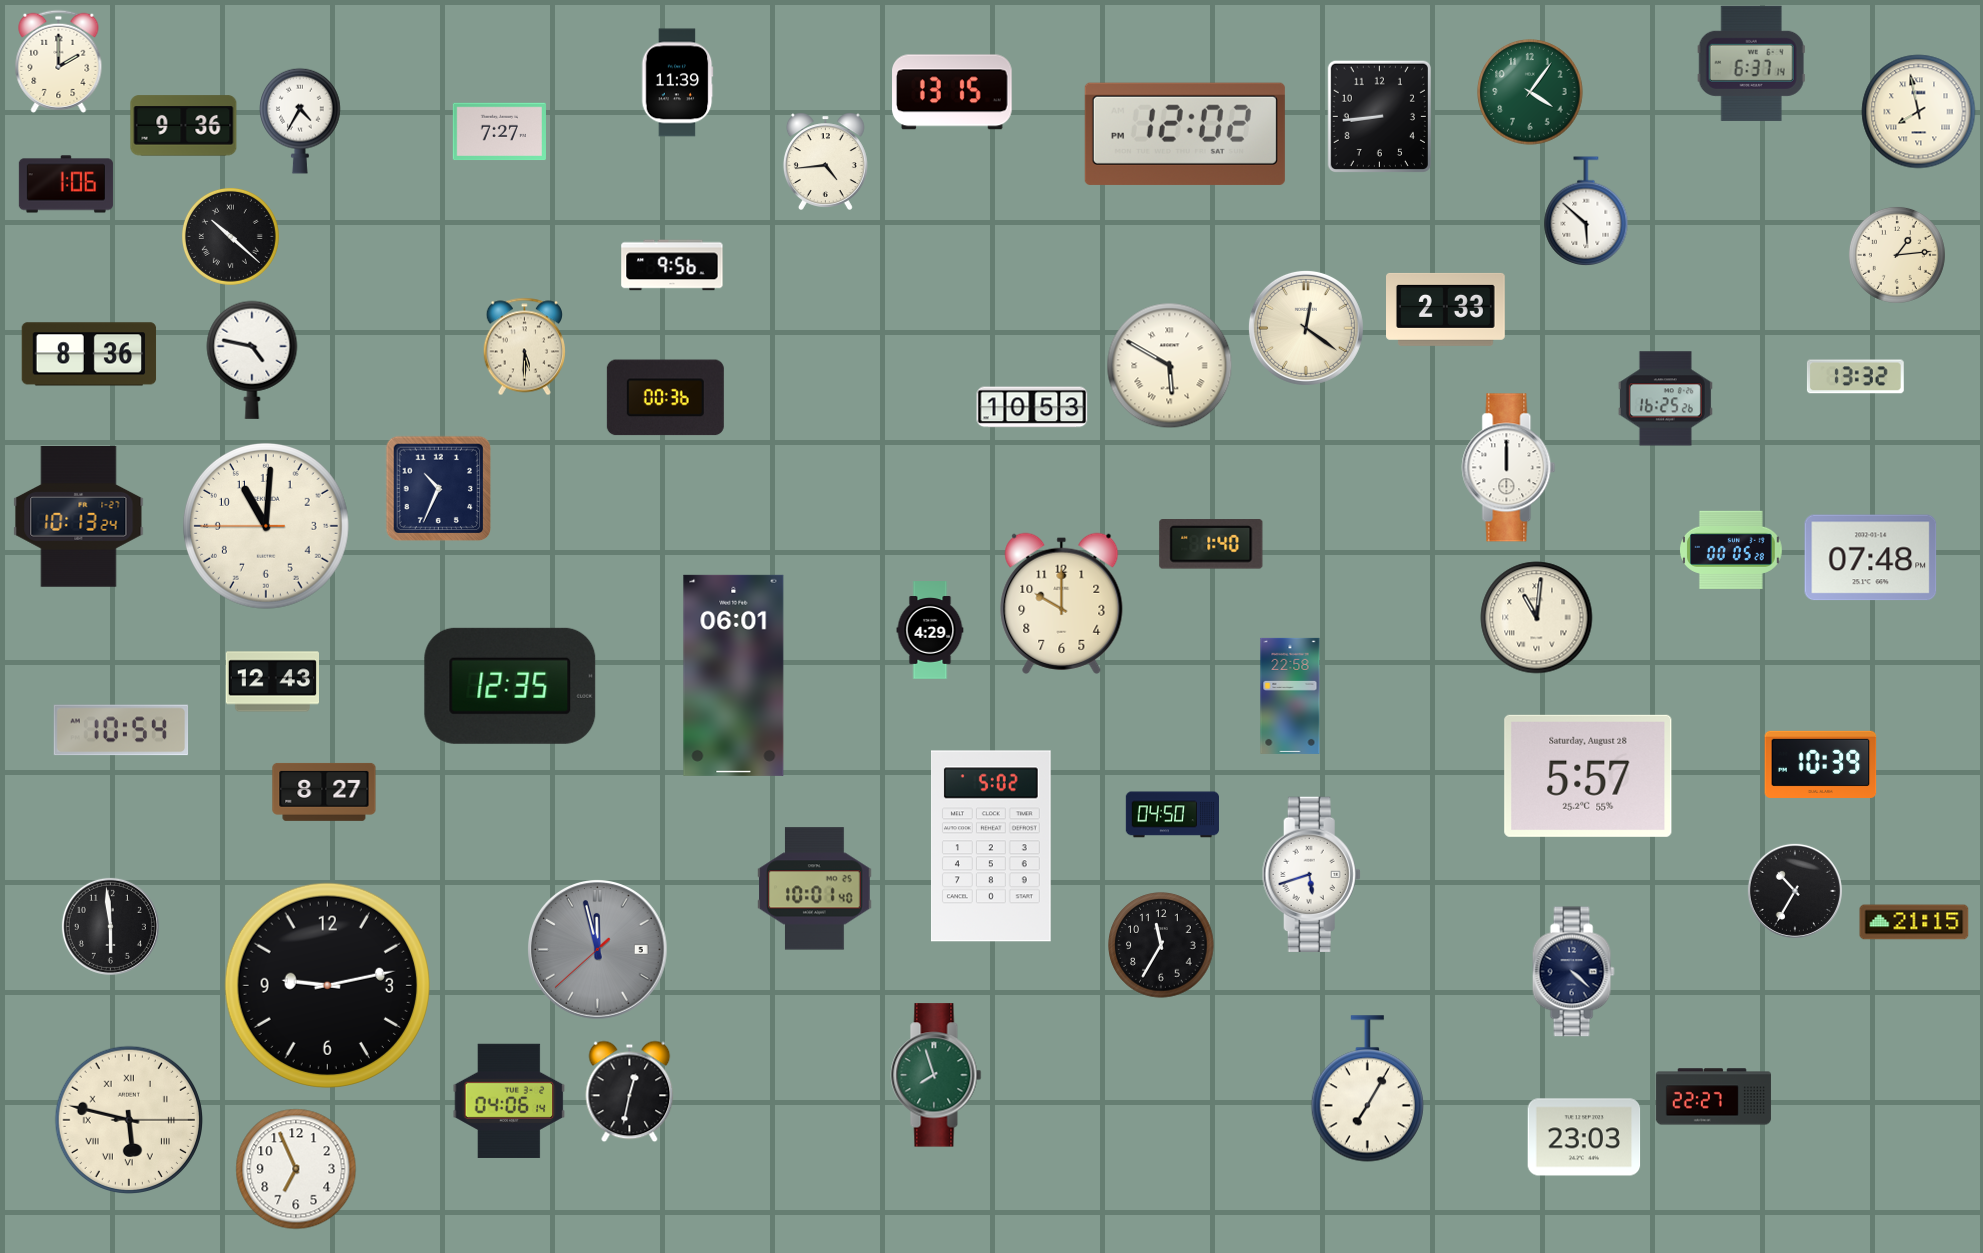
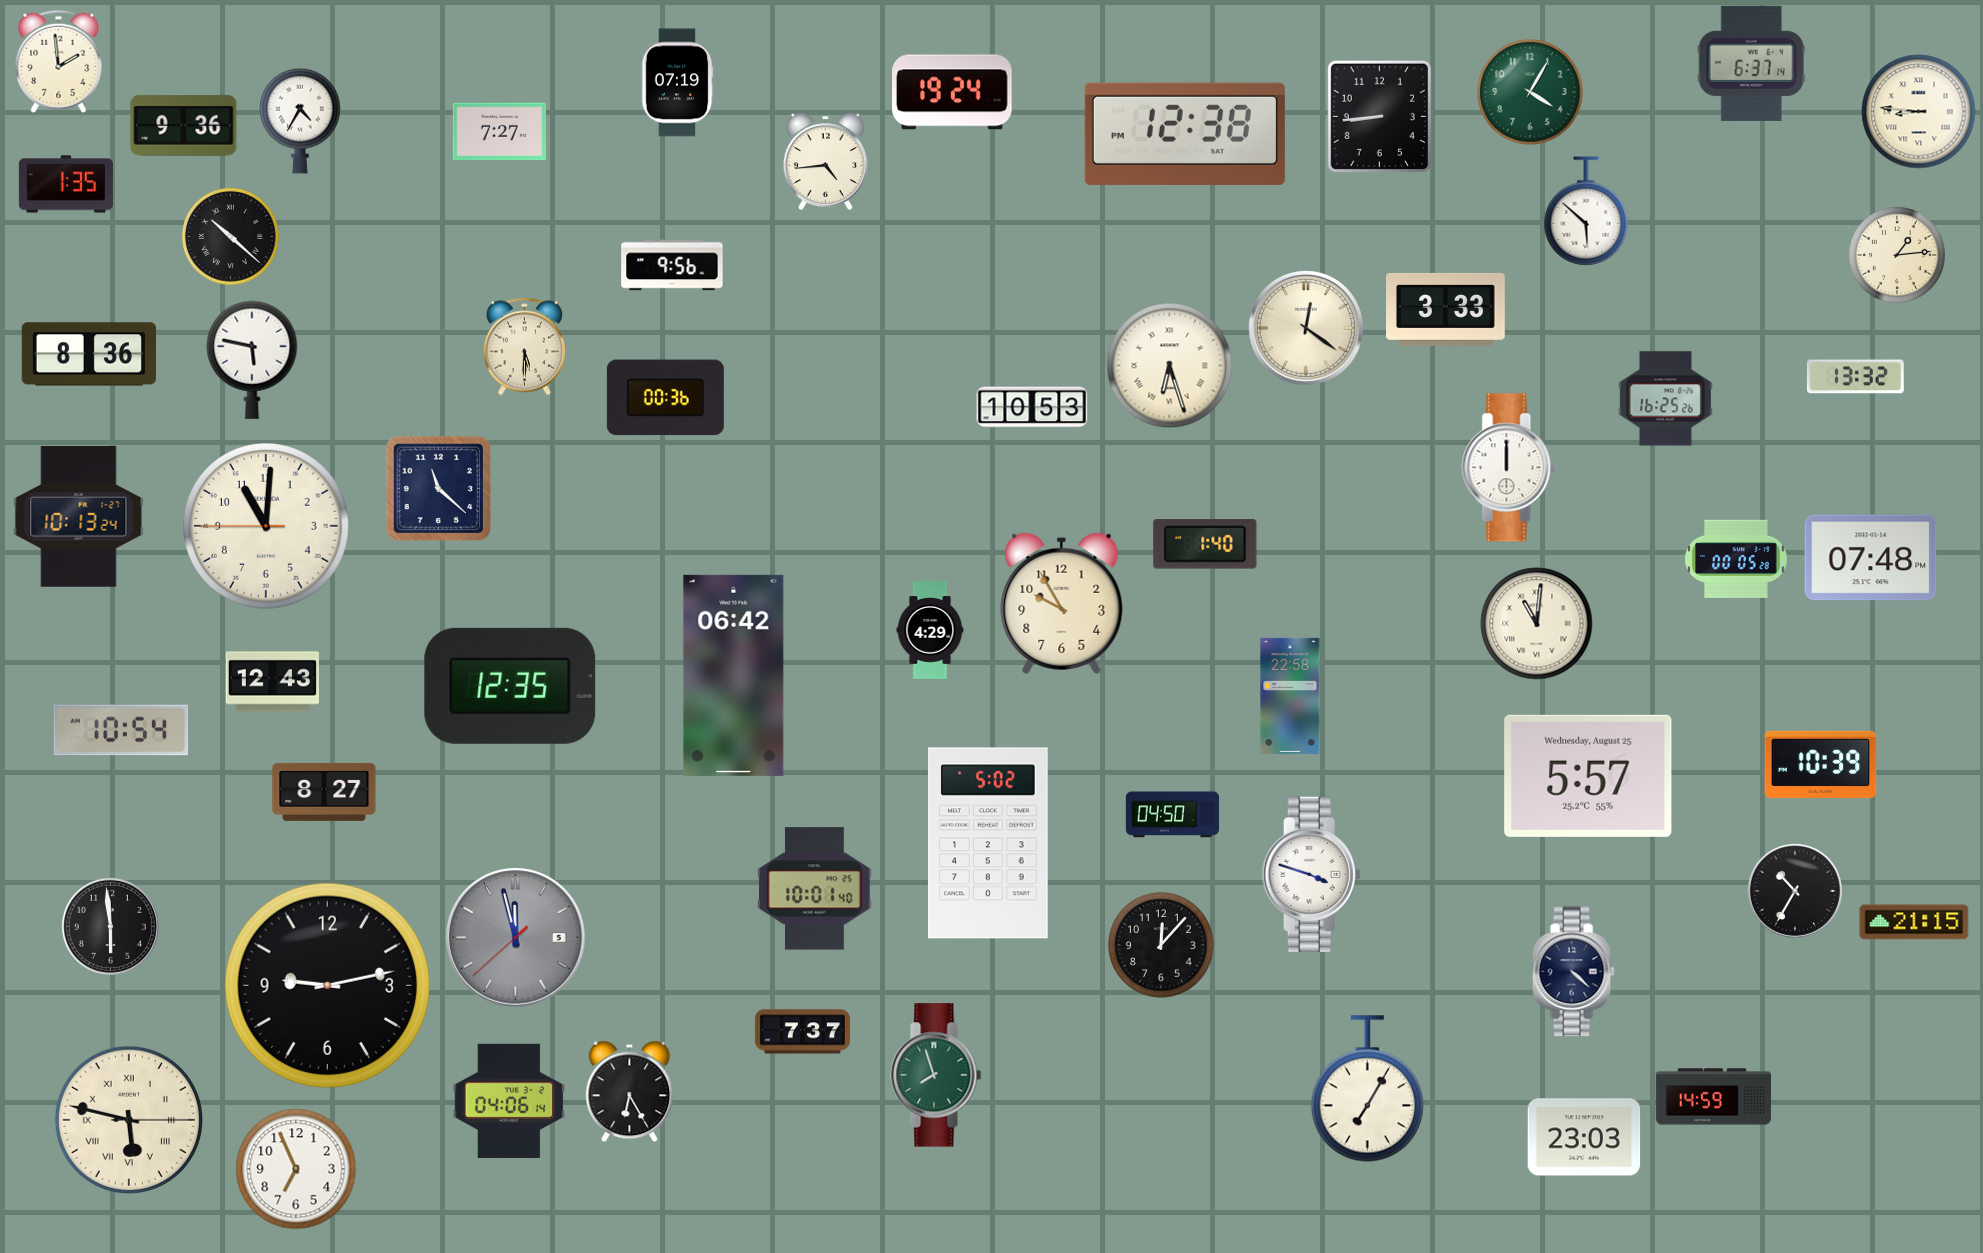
clock at (59, 61): 2:00 -> 1:59
clock at (677, 83): 11:39 -> 07:19
clock at (953, 92): 13:15 -> 19:24
clock at (1530, 92): 4:06 -> 4:05
clock at (1919, 112): 7:58 -> 8:46
clock at (1185, 134): 12:02 -> 12:38
clock at (66, 184): 1:06 -> 1:35
clock at (1446, 309): 2:33 -> 3:33
clock at (252, 360): 4:47 -> 5:47
clock at (1170, 366): 5:50 -> 6:27
clock at (439, 489): 10:34 -> 11:22
clock at (1211, 544) position: (1211, 544) -> (1205, 544)
clock at (1732, 550) position: (1732, 550) -> (1737, 559)
clock at (1062, 603): 10:00 -> 9:55
clock at (1537, 618) position: (1537, 618) -> (1537, 624)
clock at (734, 675): 06:01 -> 06:42
clock at (1588, 776) date: Saturday, August 28 -> Wednesday, August 25
clock at (991, 846) position: (991, 846) -> (988, 843)
clock at (1311, 874): 5:42 -> 3:48
clock at (1161, 945): 11:35 -> 12:07
clock at (598, 950) position: (598, 950) -> (516, 938)
clock at (802, 1032): none -> 7:37
clock at (630, 1092): 12:32 -> 6:25
clock at (1713, 1097): 22:27 -> 14:59
